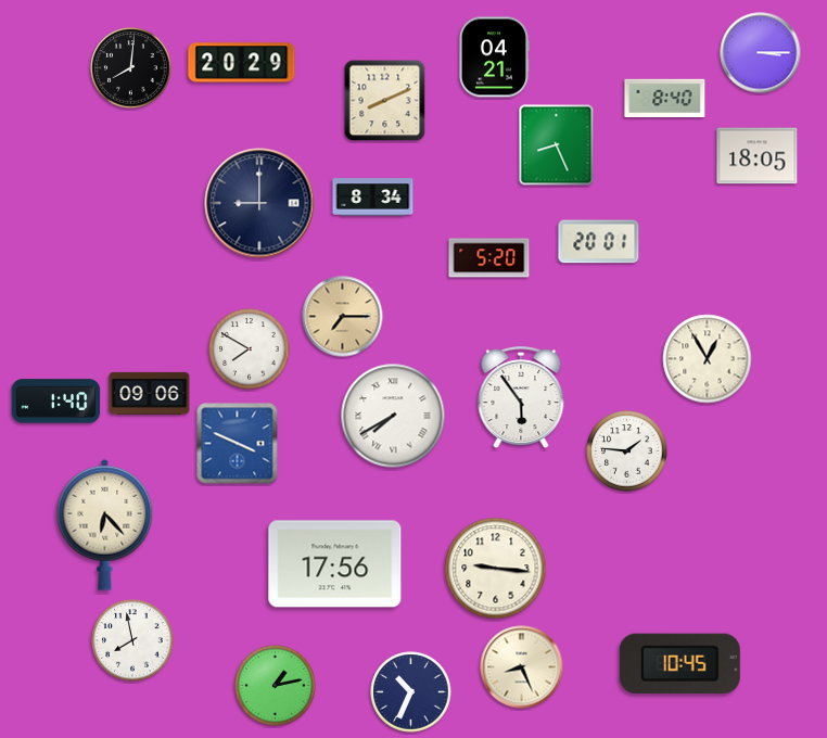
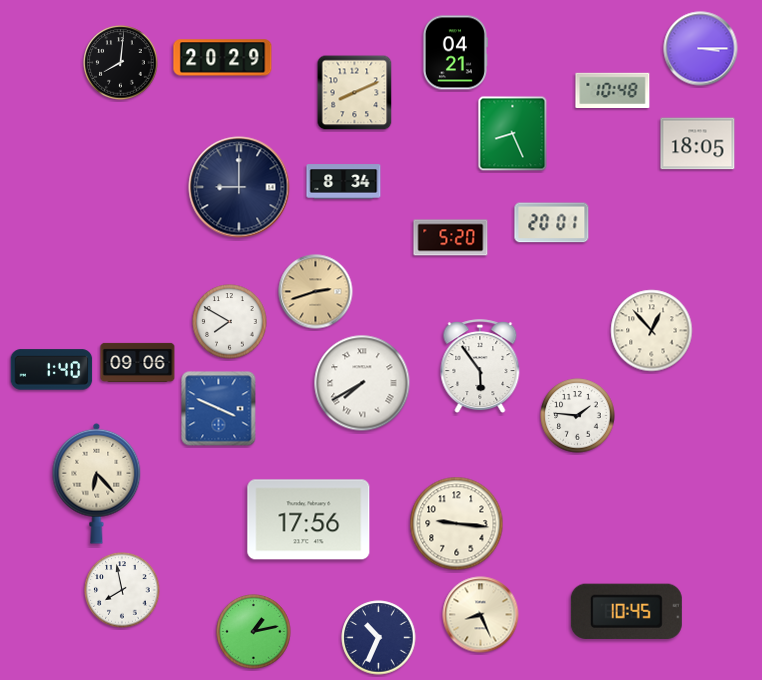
clock at (665, 99): 8:40 -> 10:48
clock at (343, 317): 7:15 -> 2:42
clock at (708, 359): 12:55 -> 12:53
